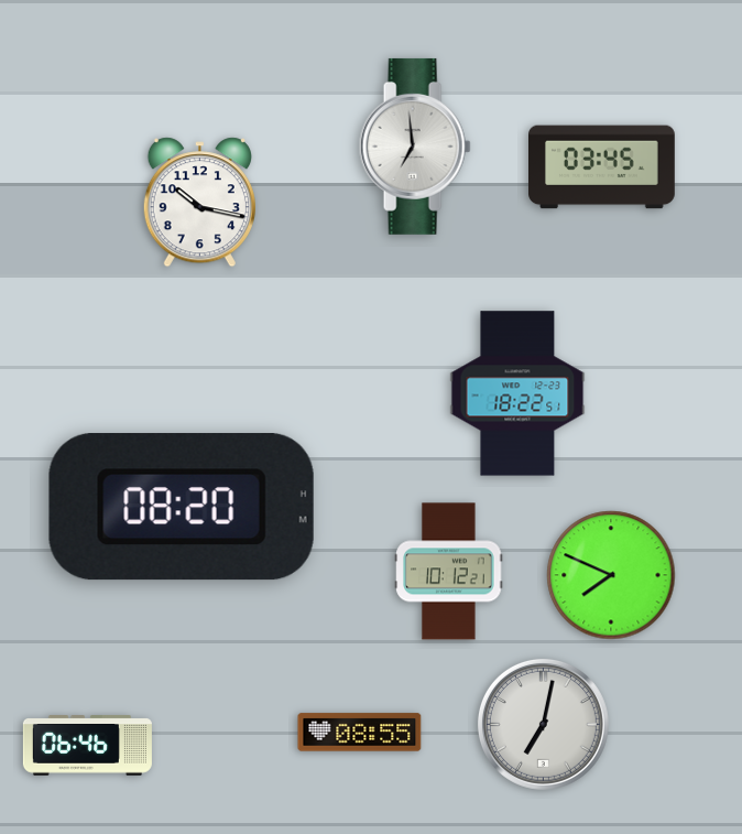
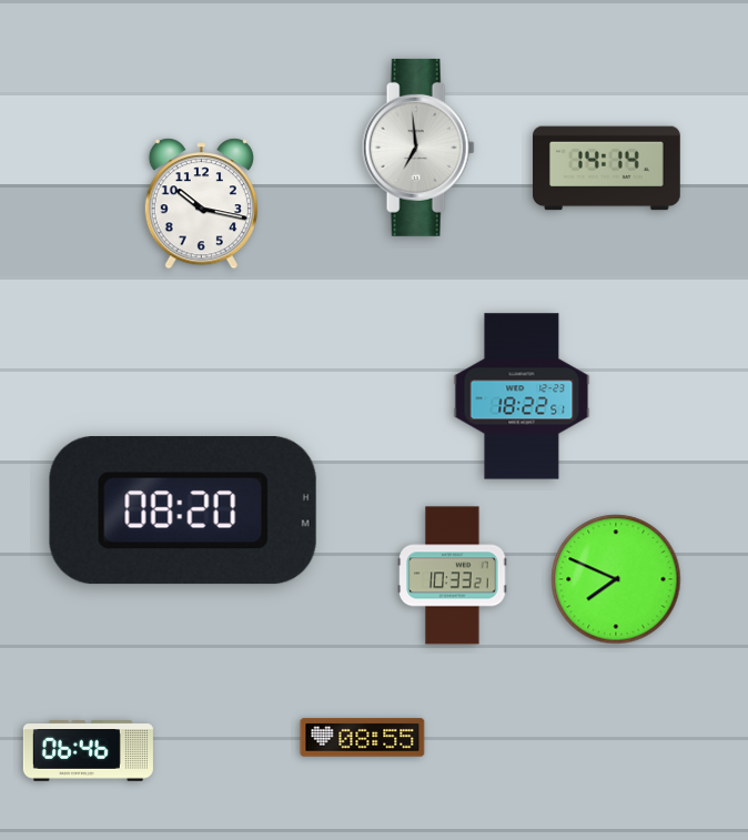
clock at (602, 167): 03:45 -> 14:14
clock at (449, 572): 10:12 -> 10:33
clock at (543, 724): 7:02 -> none
